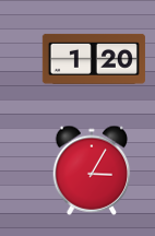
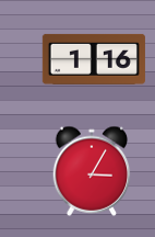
clock at (94, 59): 1:20 -> 1:16
